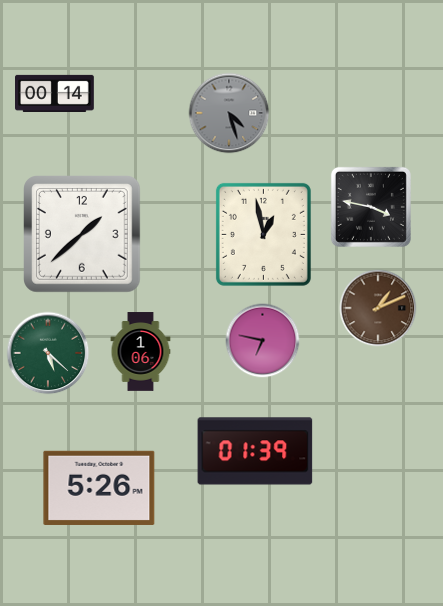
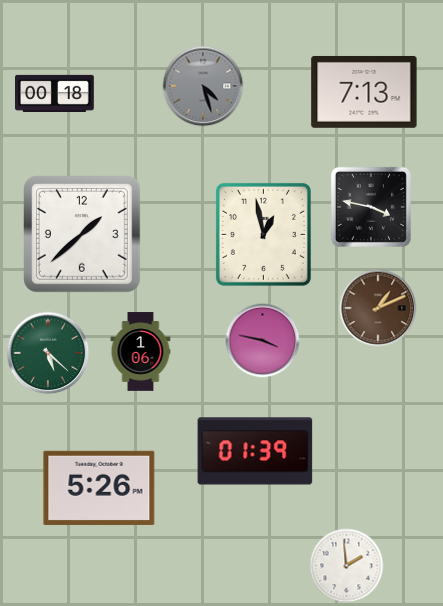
clock at (364, 92): none -> 7:13
clock at (55, 93): 00:14 -> 00:18
clock at (229, 113) position: (229, 113) -> (203, 86)
clock at (263, 341): 6:47 -> 3:47
clock at (347, 566): none -> 1:59
